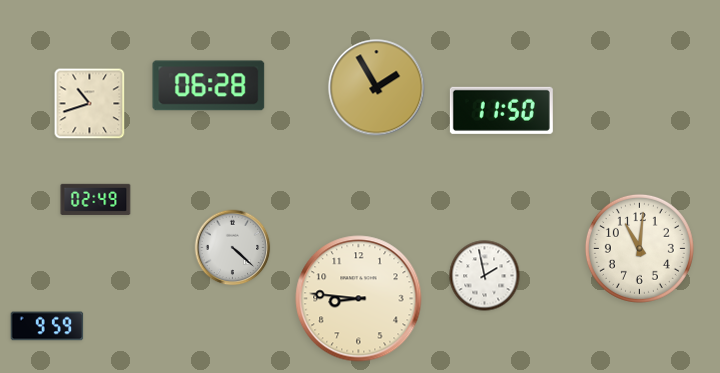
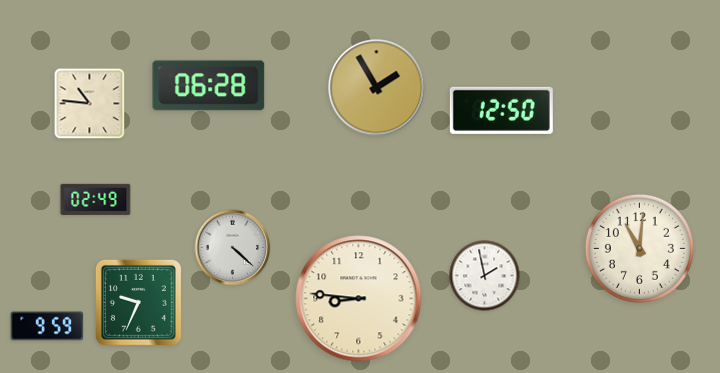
clock at (90, 104): 10:42 -> 10:46
clock at (501, 110): 11:50 -> 12:50
clock at (138, 302): none -> 9:34
